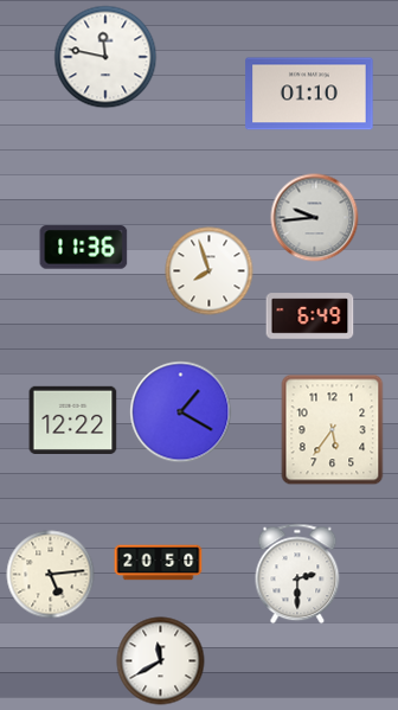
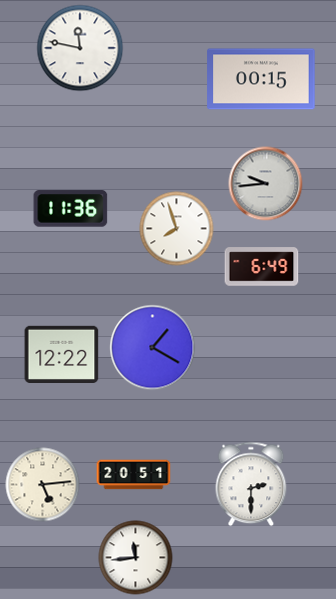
clock at (105, 57) position: (105, 57) -> (80, 48)
clock at (309, 94): 01:10 -> 00:15
clock at (333, 430): 5:36 -> none
clock at (159, 563): 20:50 -> 20:51
clock at (161, 661): 11:40 -> 11:44
